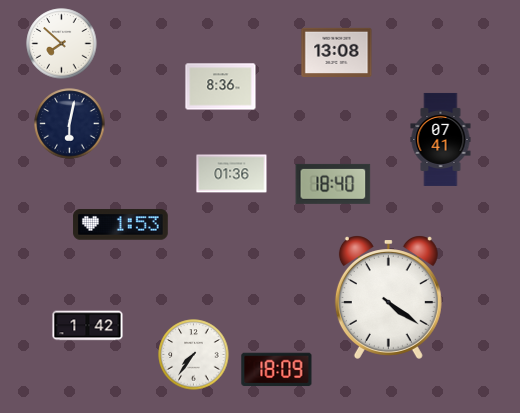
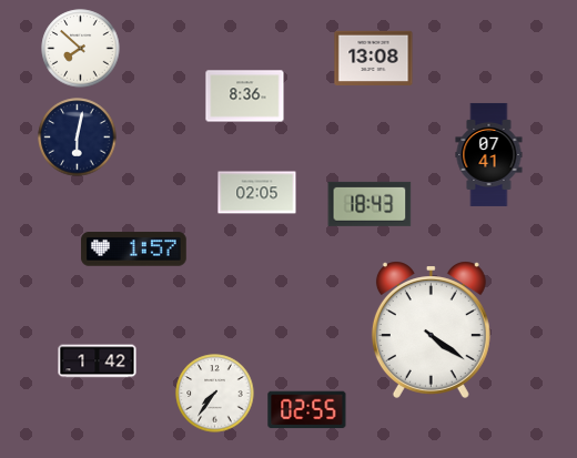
clock at (62, 44) position: (62, 44) -> (81, 49)
clock at (232, 174): 01:36 -> 02:05
clock at (333, 184): 18:40 -> 18:43
clock at (121, 225): 1:53 -> 1:57
clock at (277, 370): 18:09 -> 02:55
